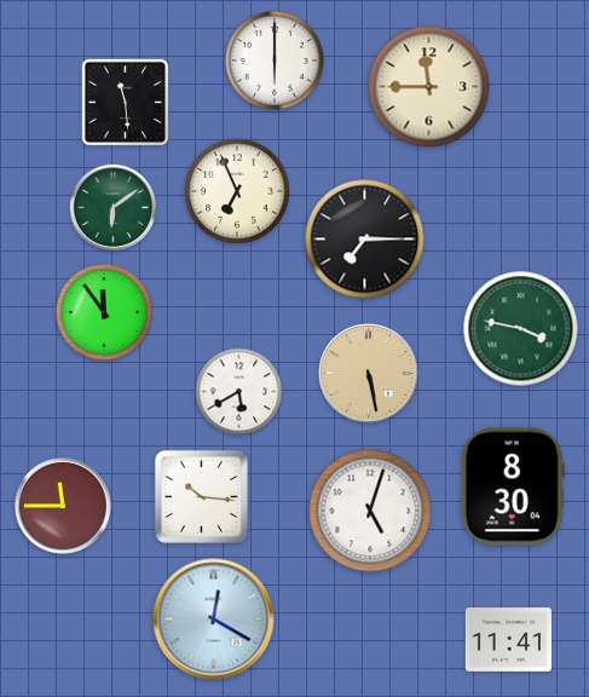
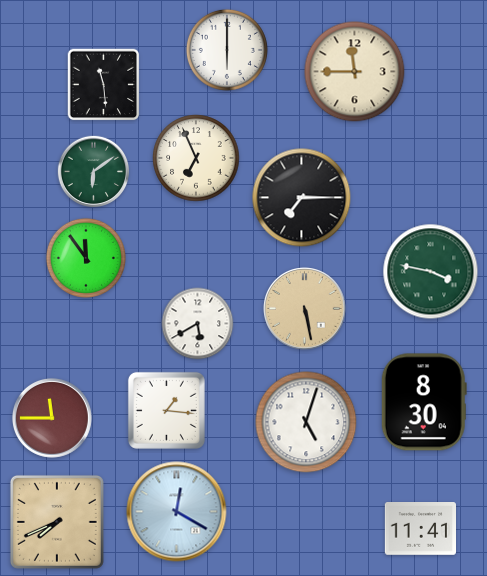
clock at (201, 496): 10:16 -> 1:16
clock at (57, 522): none -> 7:41
